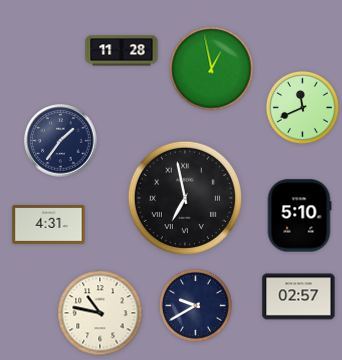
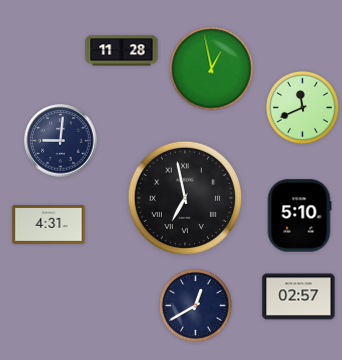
clock at (61, 141): 1:36 -> 9:01
clock at (195, 305): 9:40 -> 12:40
clock at (100, 313): 10:47 -> none
